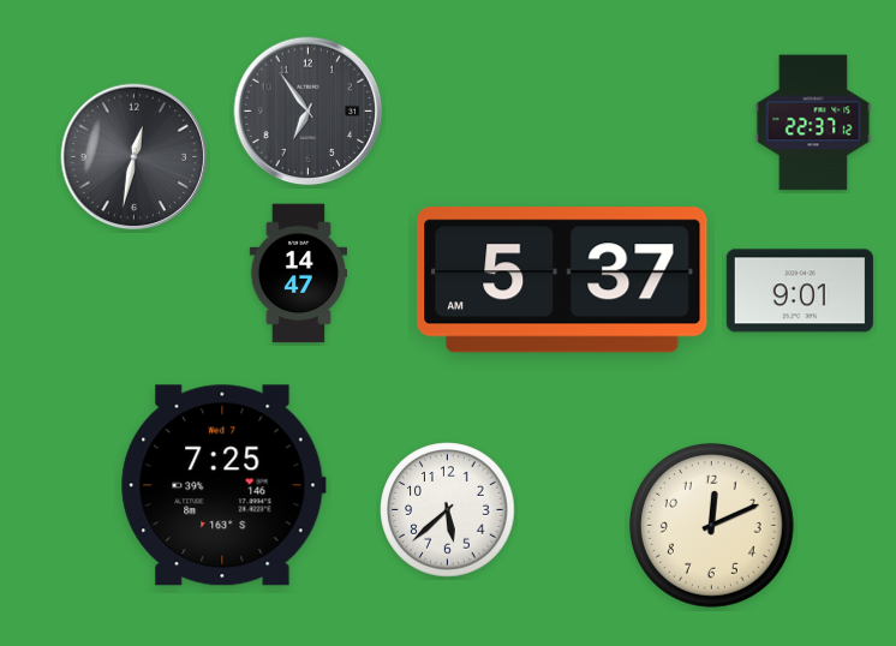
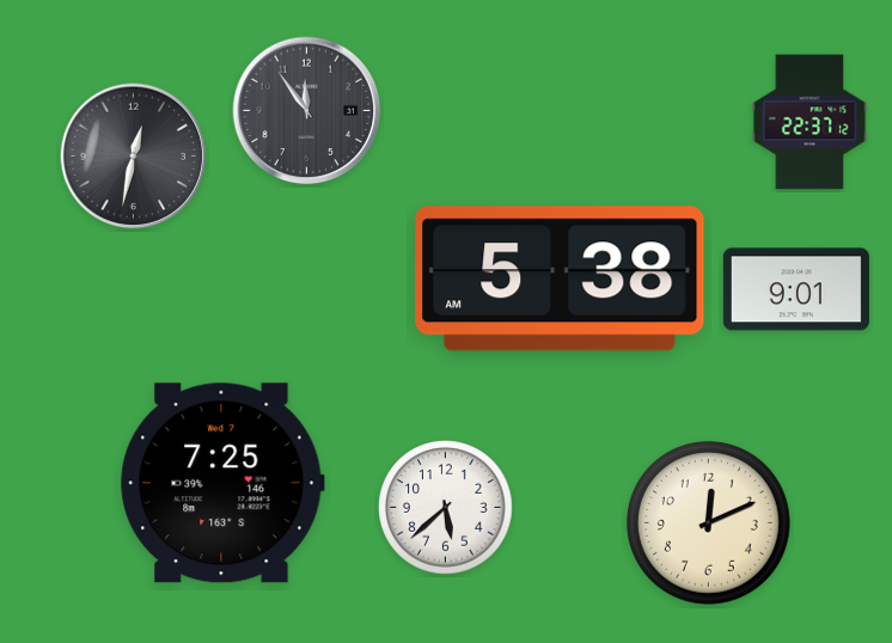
clock at (309, 112): 6:54 -> 11:54
clock at (298, 274): 14:47 -> none
clock at (562, 280): 5:37 -> 5:38
